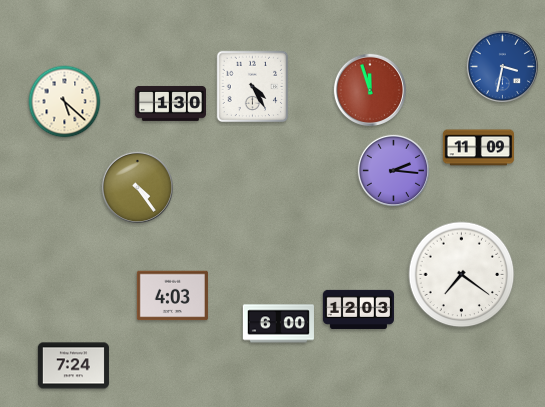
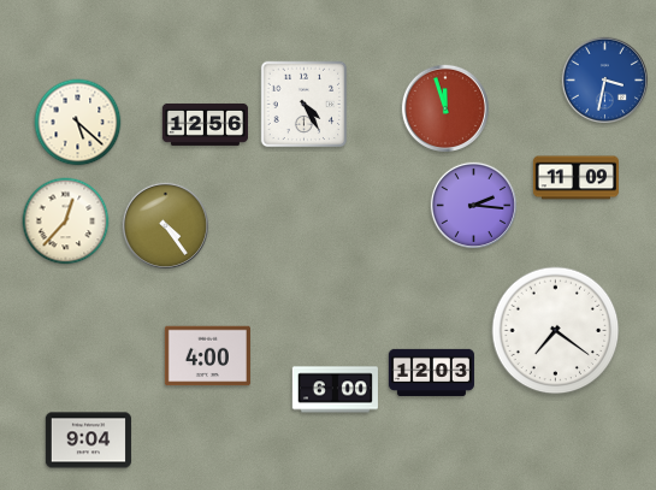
clock at (170, 103): 1:30 -> 12:56
clock at (66, 222): none -> 12:37
clock at (172, 296): 4:03 -> 4:00
clock at (73, 366): 7:24 -> 9:04
